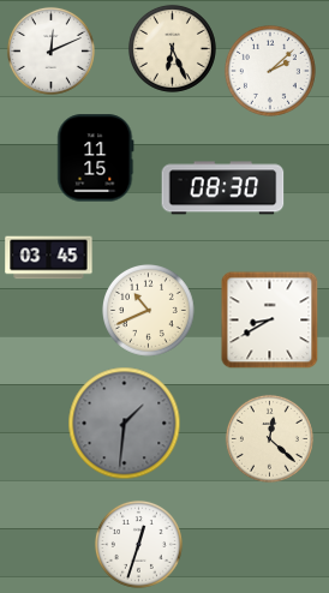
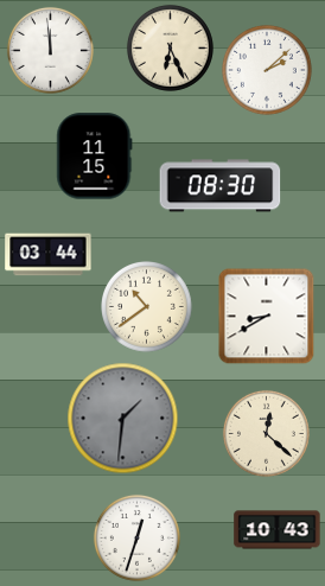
clock at (50, 50): 12:11 -> 11:59
clock at (49, 258): 03:45 -> 03:44
clock at (149, 311): 10:41 -> 10:39
clock at (278, 530): none -> 10:43
